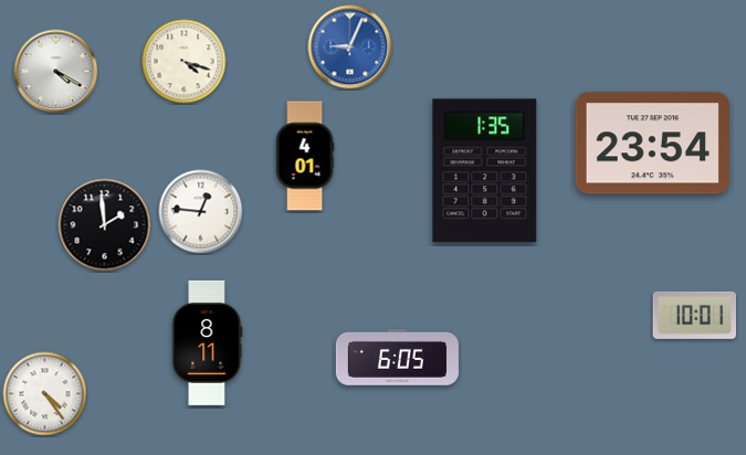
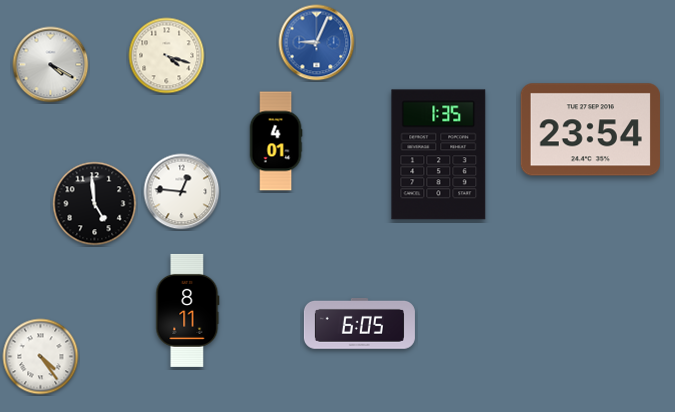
clock at (105, 225): 1:59 -> 4:59
clock at (694, 315): 10:01 -> none
